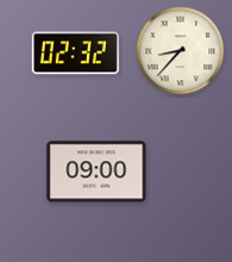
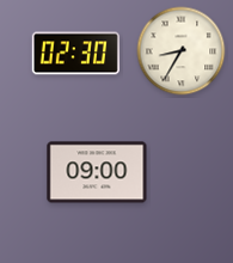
clock at (181, 51): 8:37 -> 8:35
clock at (75, 54): 02:32 -> 02:30
